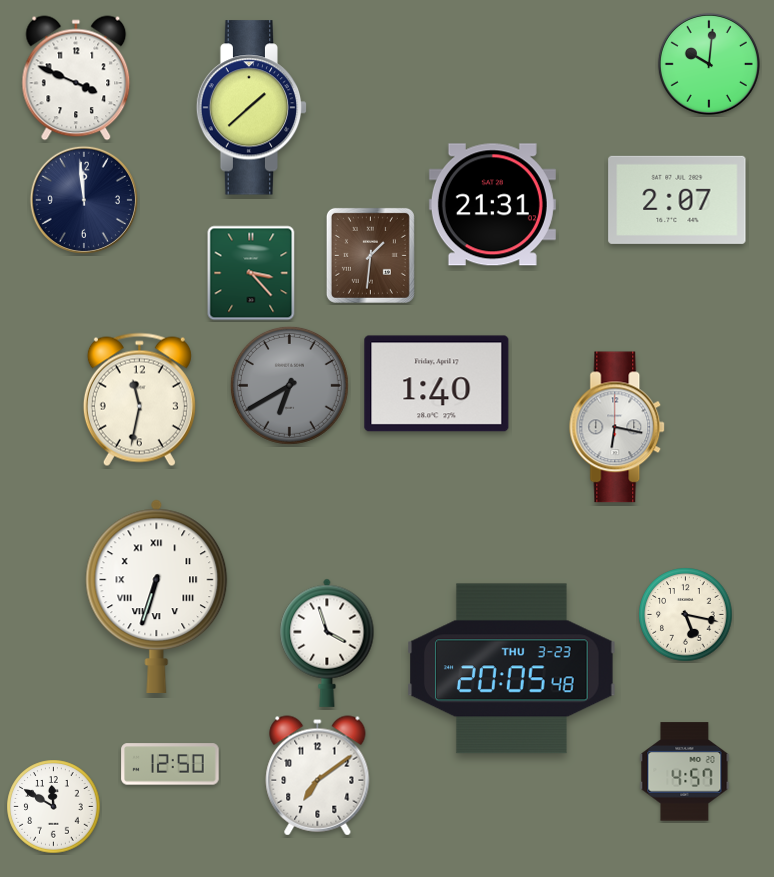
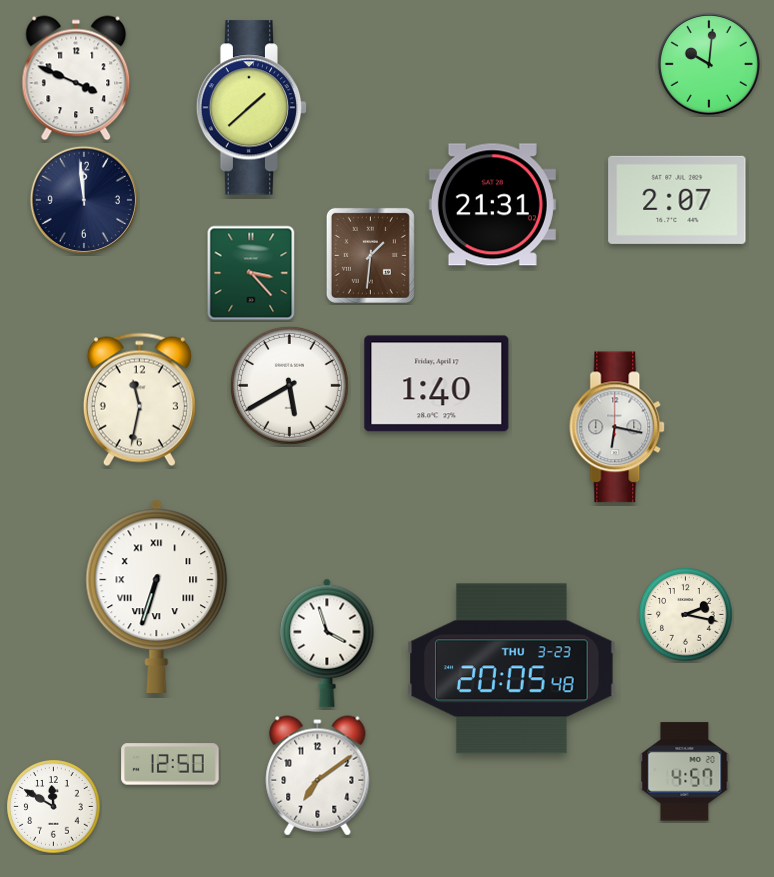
clock at (289, 385): 6:40 -> 5:40
clock at (289, 385) dial: grey -> white
clock at (686, 615): 5:17 -> 2:17
